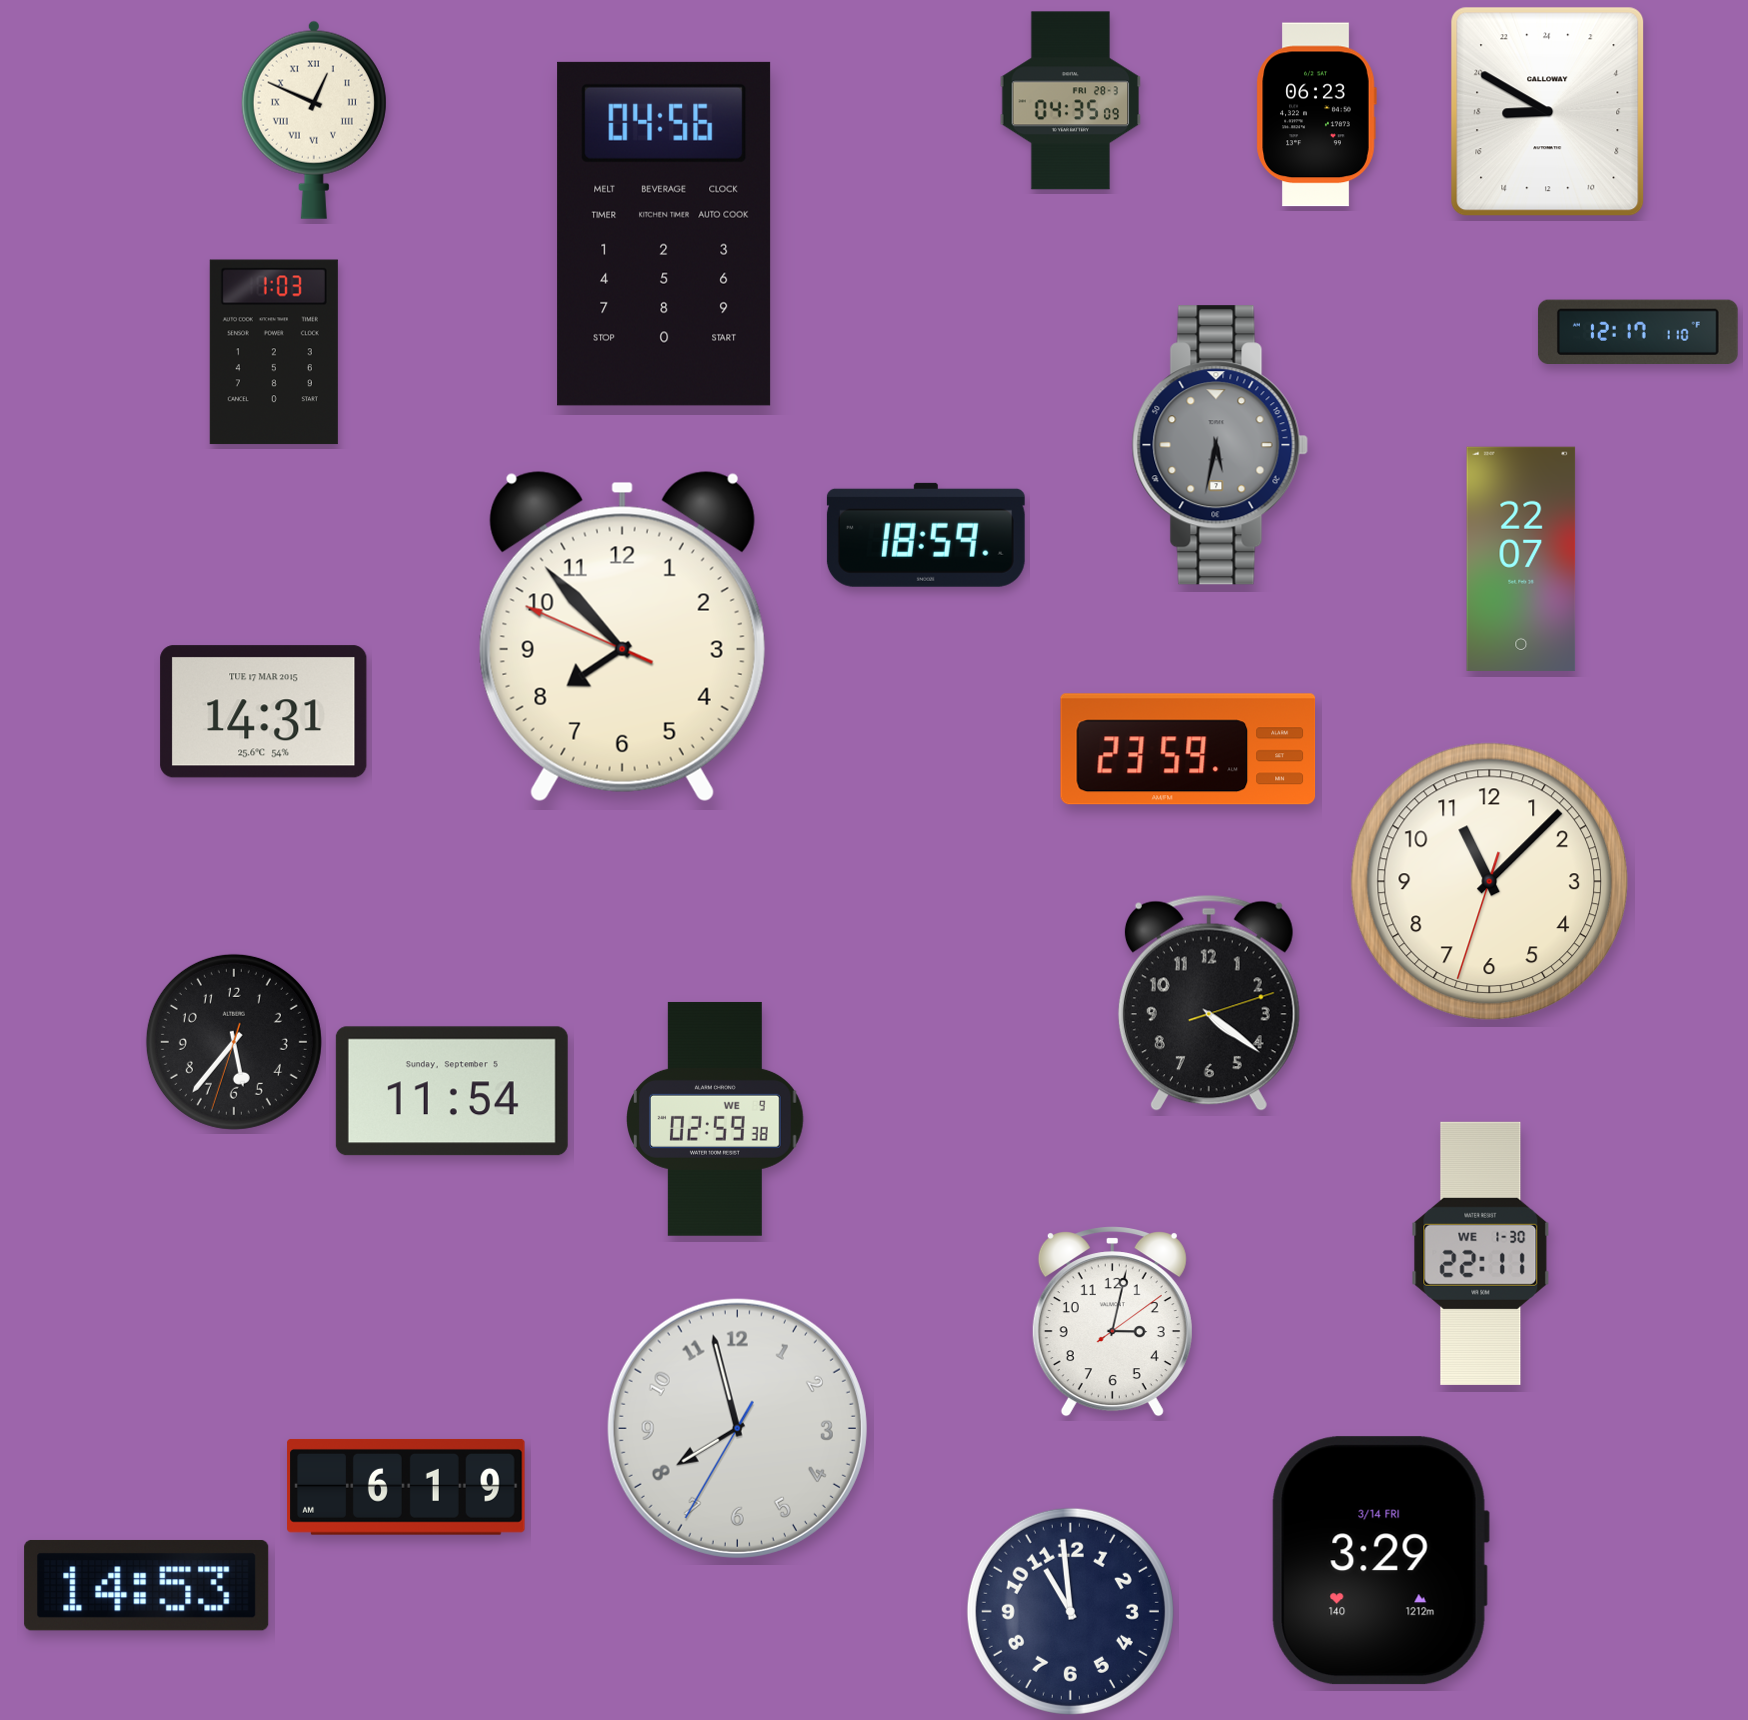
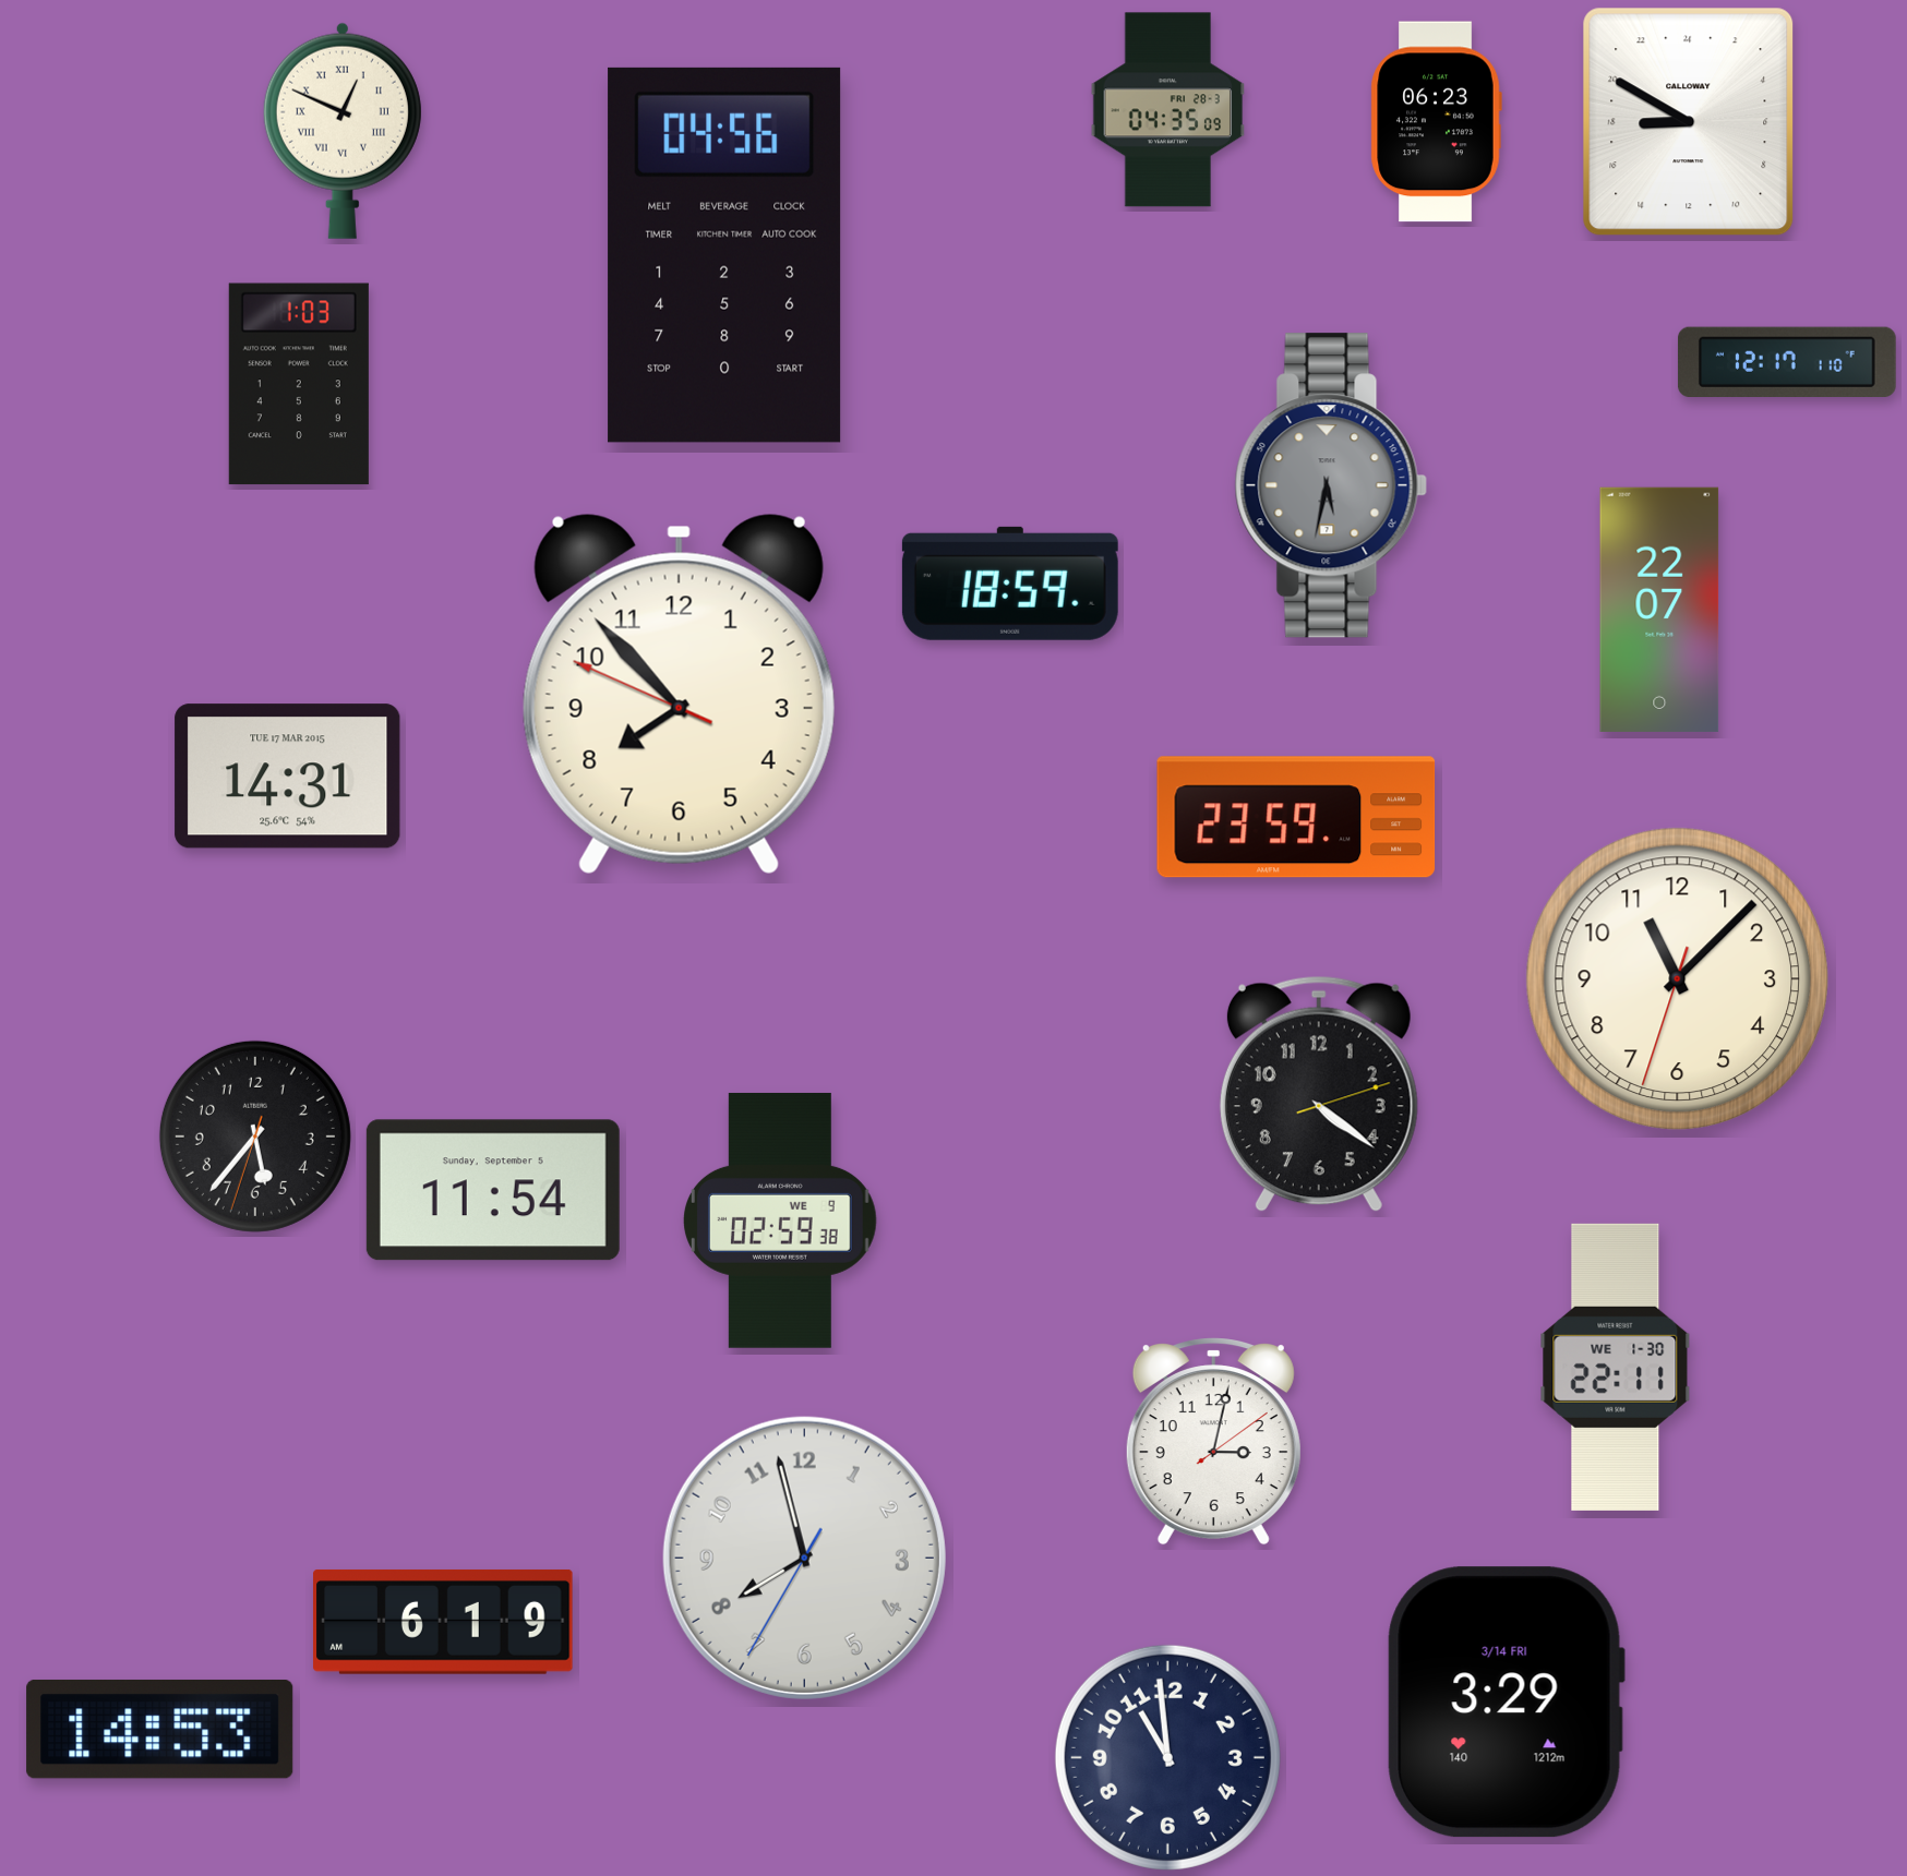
clock at (1316, 115) position: (1316, 115) -> (1436, 122)
clock at (1489, 881) position: (1489, 881) -> (1677, 978)
